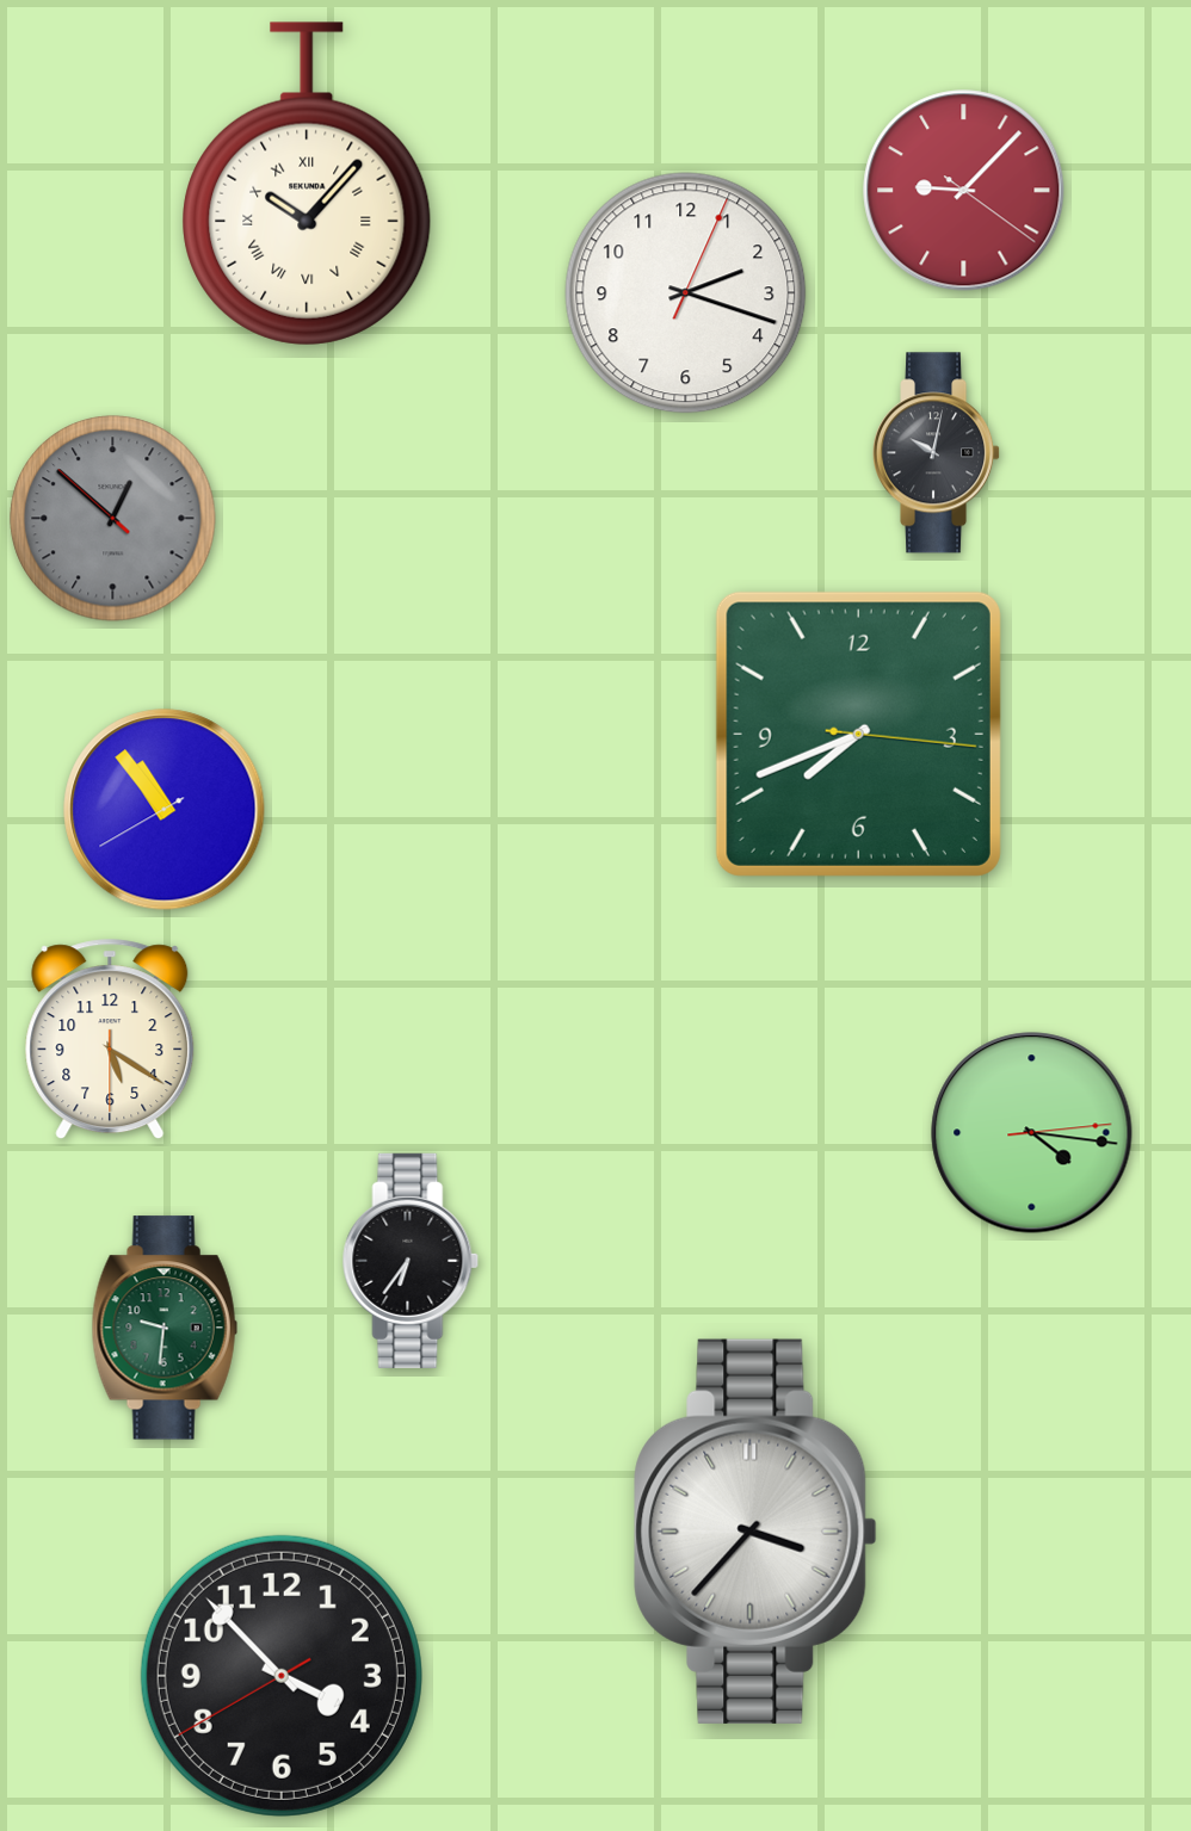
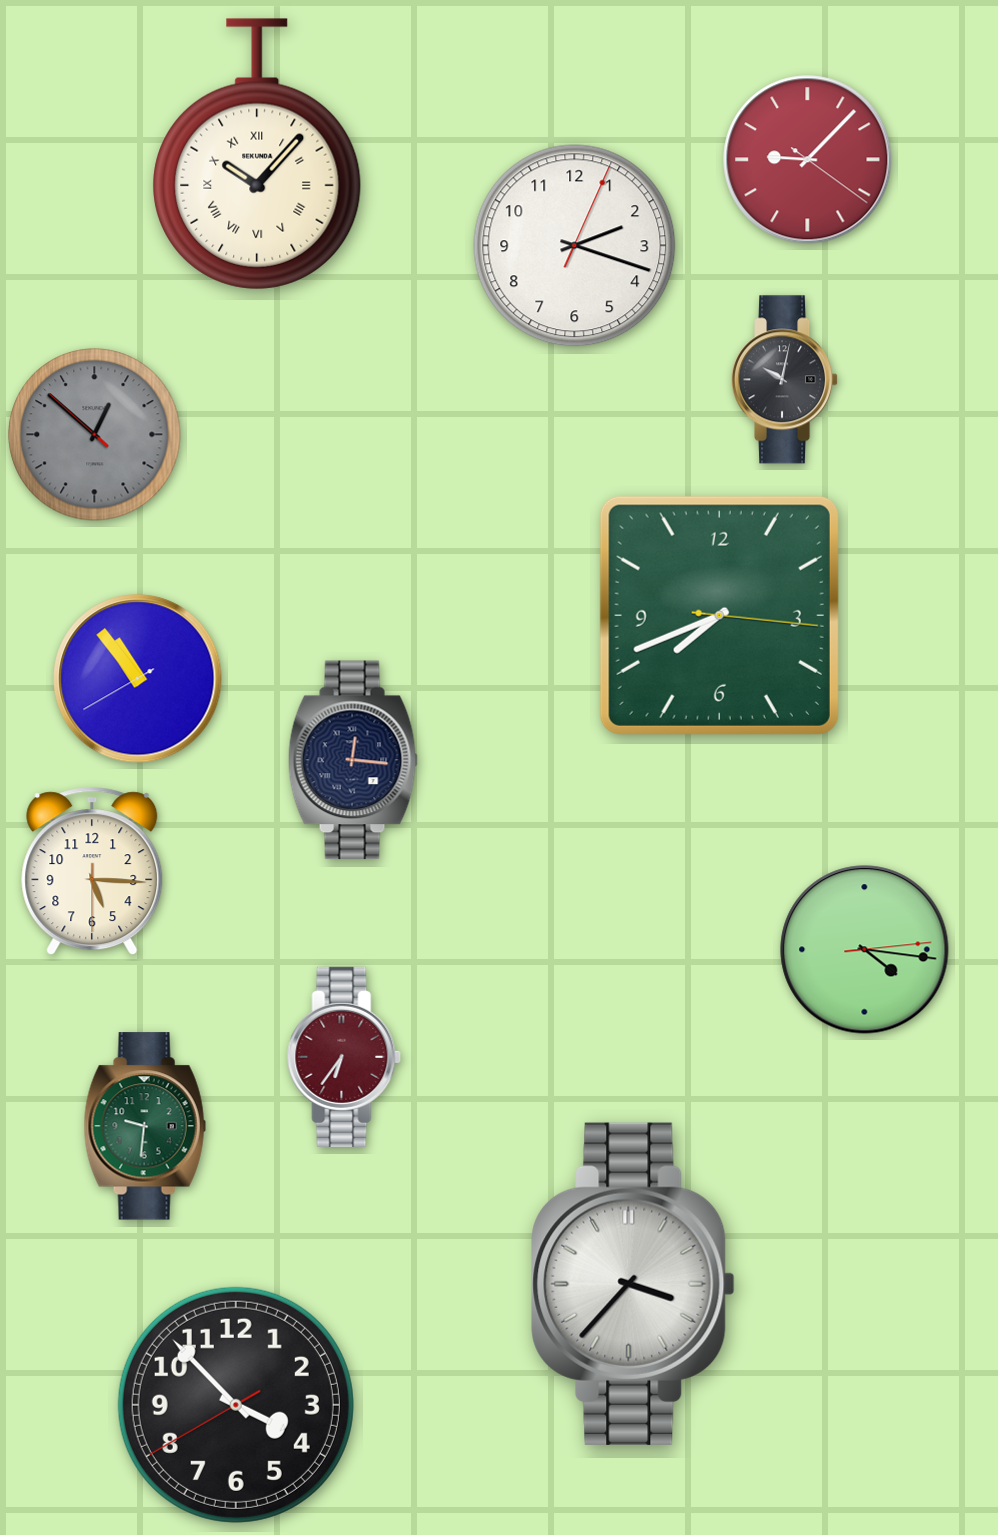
clock at (353, 760): none -> 12:16
clock at (110, 1040): 5:20 -> 5:15
clock at (411, 1261) dial: black -> burgundy
clock at (165, 1328) position: (165, 1328) -> (145, 1126)
